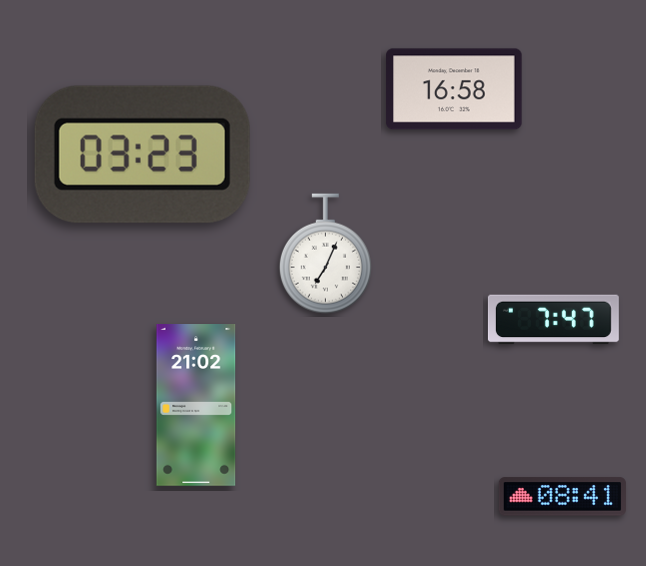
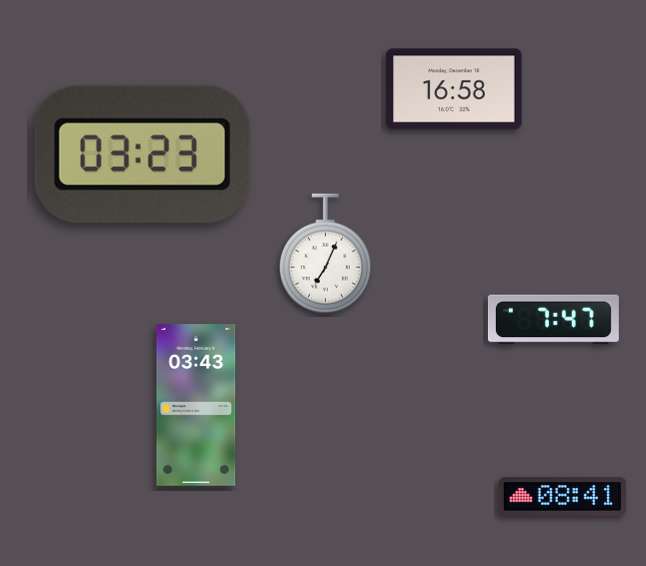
clock at (196, 406): 21:02 -> 03:43
